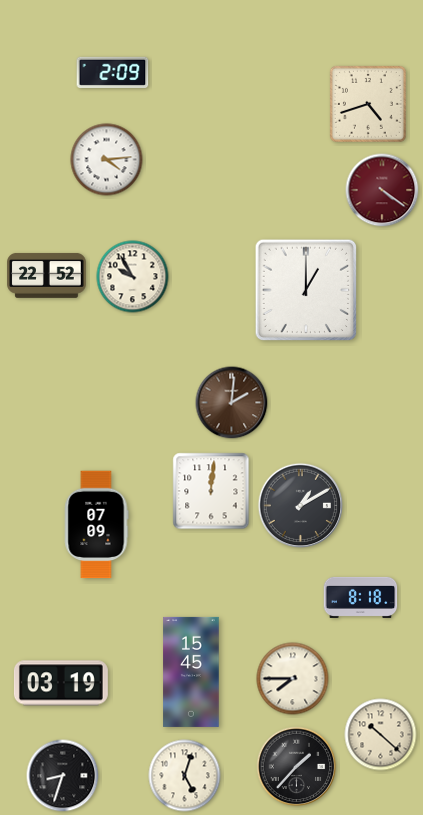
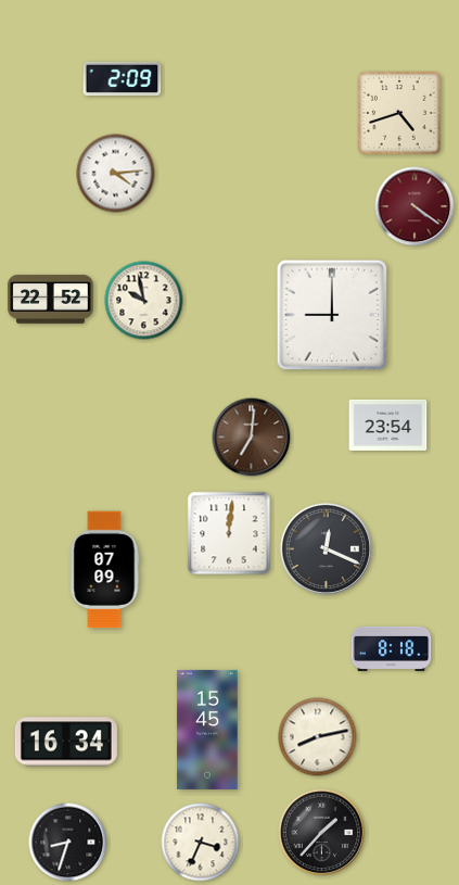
clock at (133, 277): 9:55 -> 9:58
clock at (305, 289): 1:00 -> 9:00
clock at (388, 425): none -> 23:54
clock at (232, 403): 2:01 -> 7:01
clock at (300, 505): 1:10 -> 12:19
clock at (293, 679): 7:45 -> 8:13
clock at (61, 683): 03:19 -> 16:34
clock at (381, 735): 10:22 -> none
clock at (185, 776): 5:03 -> 3:34
